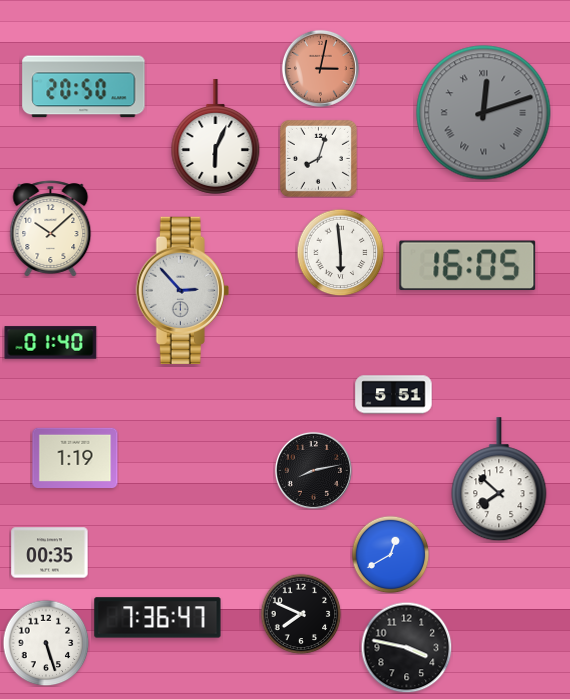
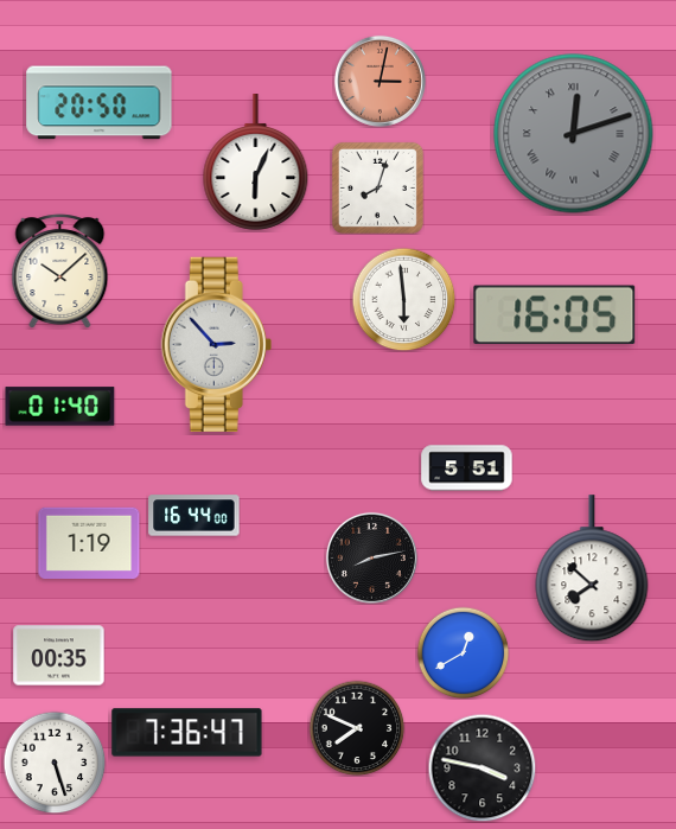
clock at (194, 516): none -> 16:44
clock at (390, 554) position: (390, 554) -> (463, 652)
